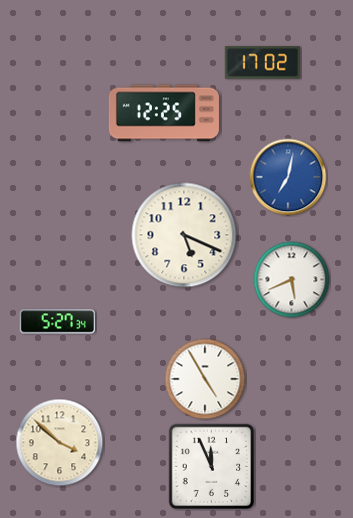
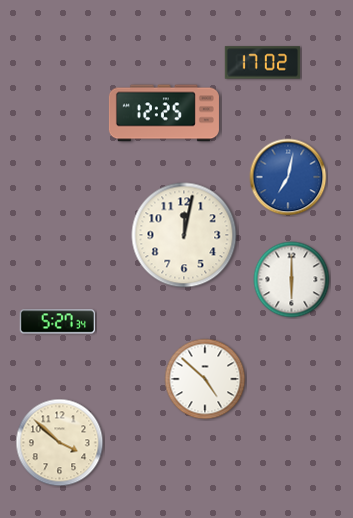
clock at (184, 235): 5:19 -> 12:02
clock at (292, 280): 5:41 -> 6:00
clock at (205, 379): 4:55 -> 4:52
clock at (212, 467): 11:56 -> none
